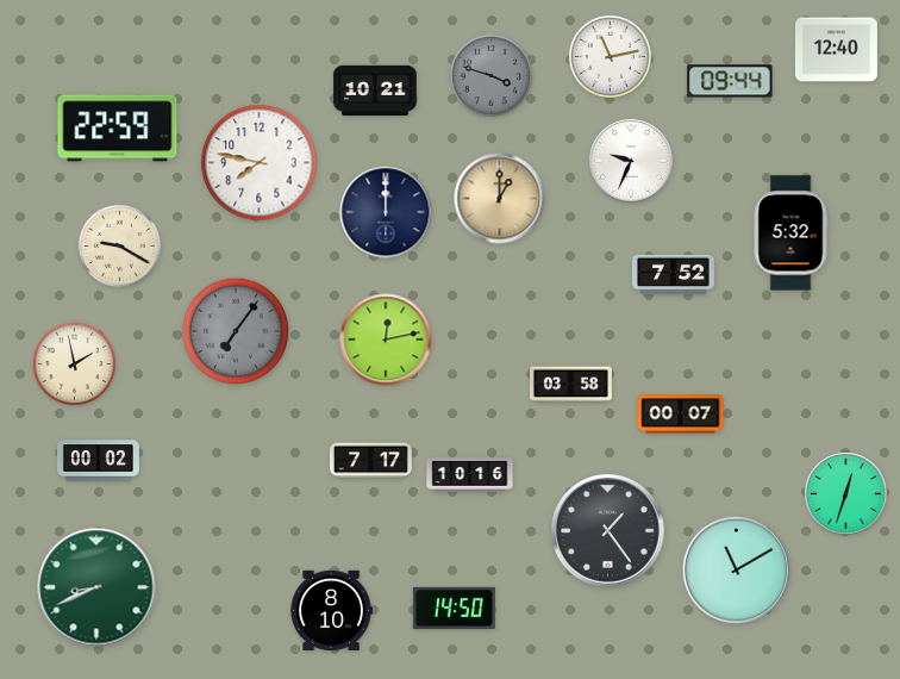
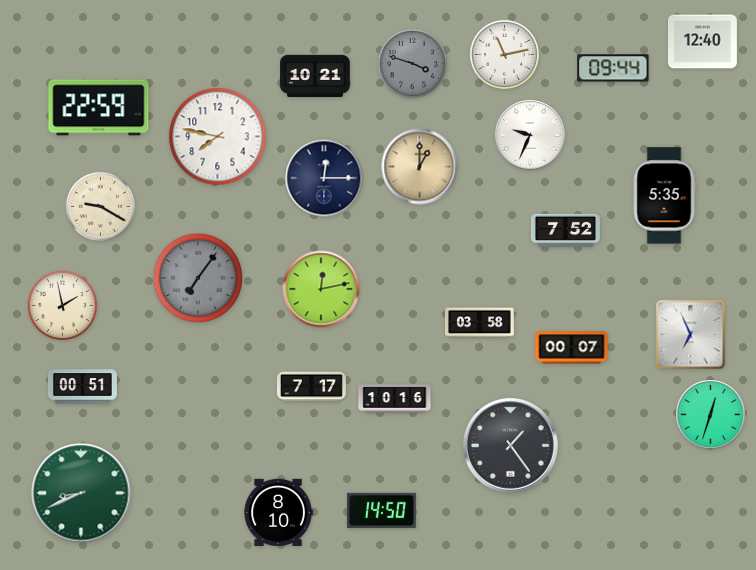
clock at (611, 57) position: (611, 57) -> (505, 55)
clock at (386, 212): 12:00 -> 12:15
clock at (790, 233): 5:32 -> 5:35
clock at (386, 339) position: (386, 339) -> (321, 289)
clock at (691, 335): none -> 6:56
clock at (99, 461): 00:02 -> 00:51
clock at (736, 569): 11:10 -> none
